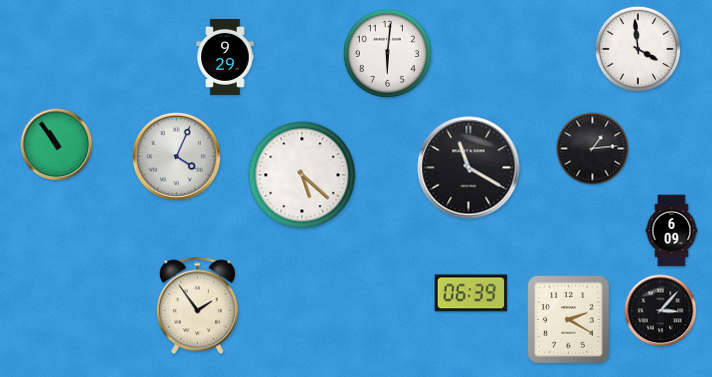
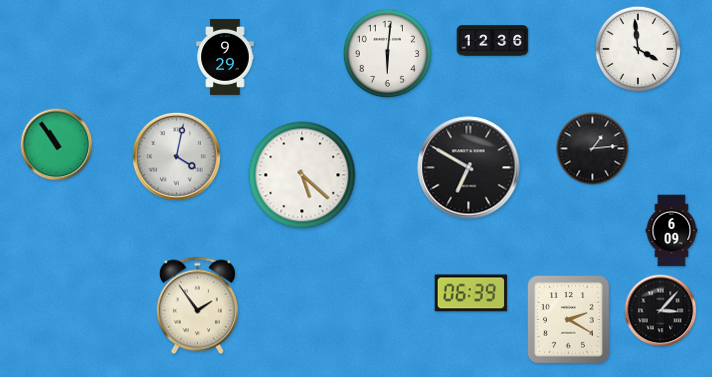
clock at (493, 41): none -> 12:36
clock at (176, 156): 4:04 -> 4:02
clock at (469, 168): 11:20 -> 6:50
